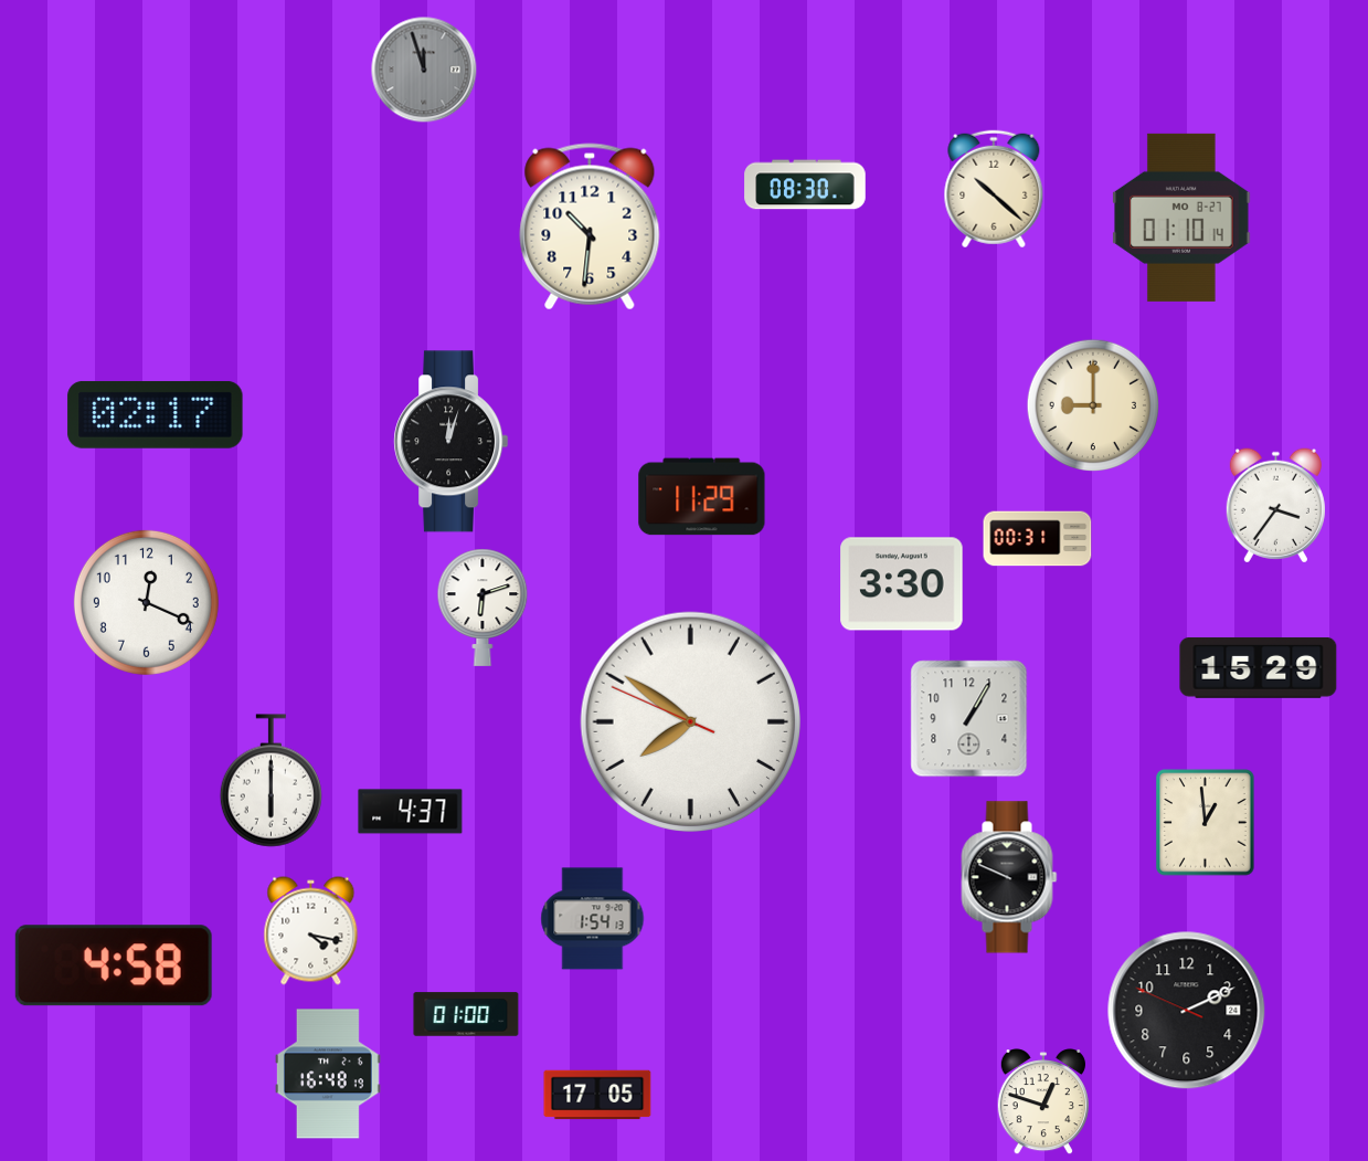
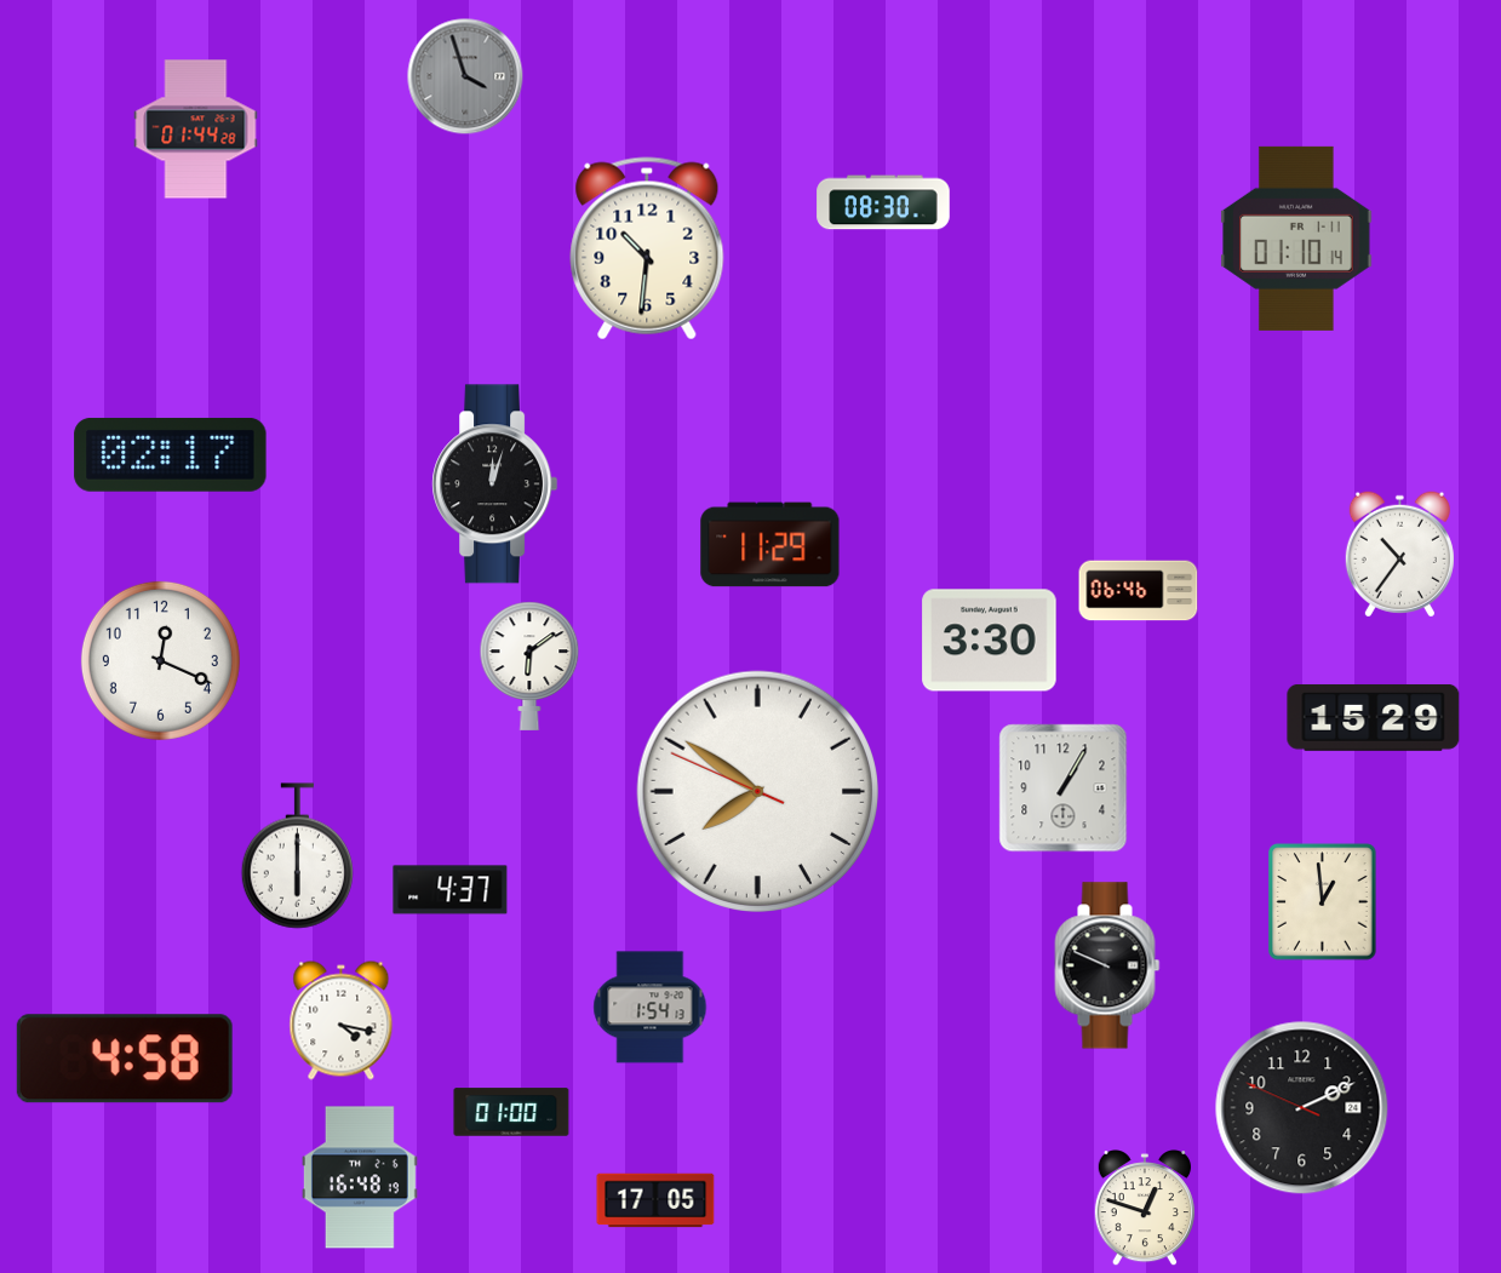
clock at (424, 70): 11:57 -> 3:57
clock at (196, 130): none -> 01:44
clock at (994, 189): 10:22 -> none
clock at (1181, 218) date: MO 8-27 -> FR 1-11
clock at (1092, 404): 9:00 -> none
clock at (1275, 506): 3:36 -> 10:36
clock at (1038, 539): 00:31 -> 06:46
clock at (482, 608): 6:12 -> 6:09
clock at (1259, 667) position: (1259, 667) -> (1374, 717)
clock at (1009, 877) position: (1009, 877) -> (1107, 965)
